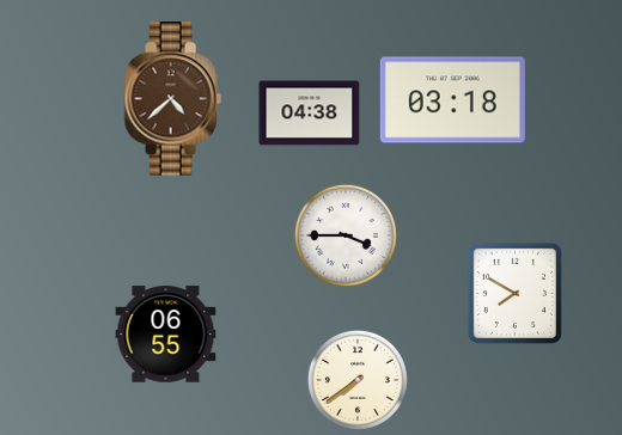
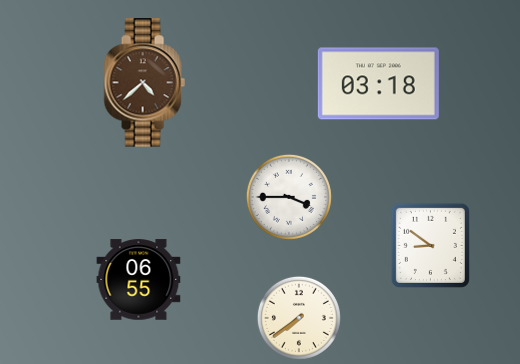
clock at (310, 114): 04:38 -> none
clock at (514, 293): 7:50 -> 8:51
